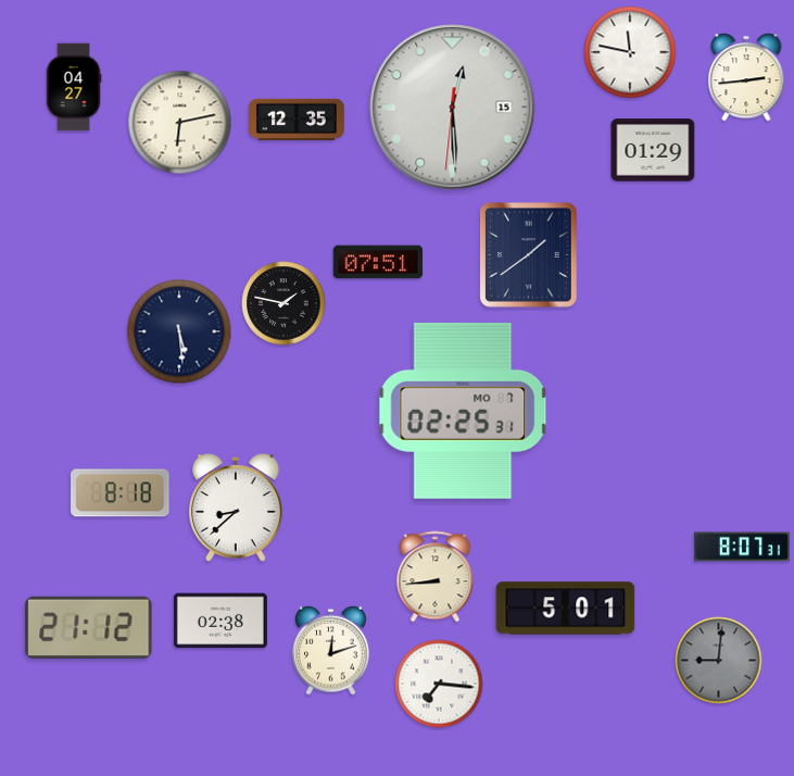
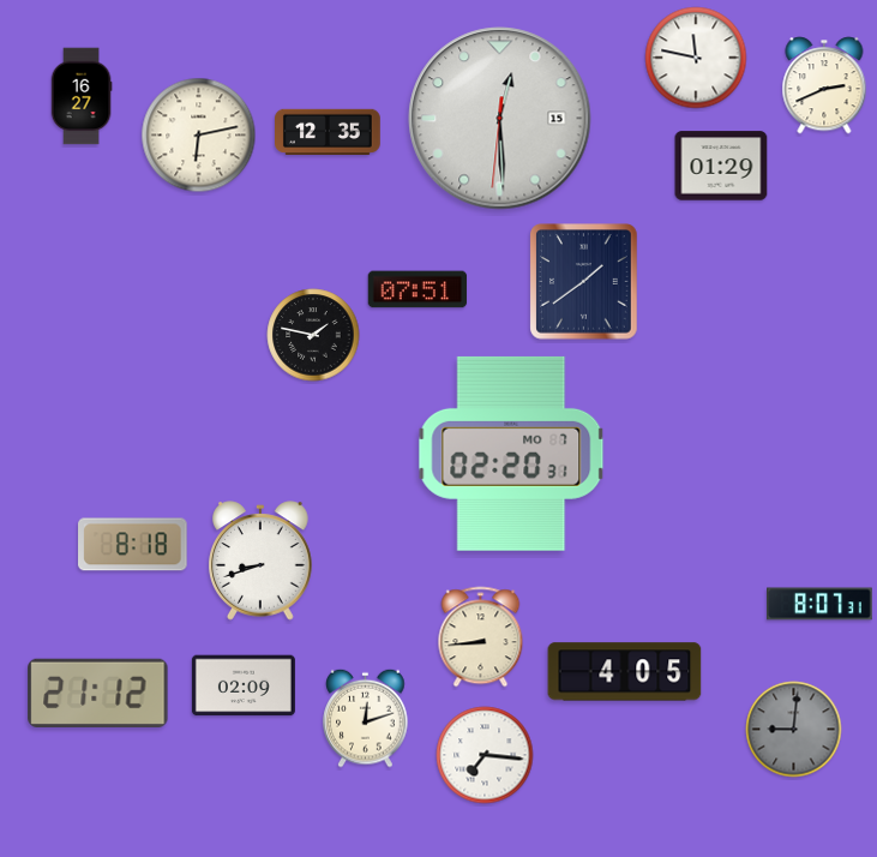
clock at (746, 77): 2:44 -> 2:41
clock at (74, 87): 04:27 -> 16:27
clock at (179, 331): 5:29 -> none
clock at (463, 411): 02:25 -> 02:20
clock at (236, 508): 8:38 -> 8:42
clock at (566, 609): 5:01 -> 4:05
clock at (220, 621): 02:38 -> 02:09
